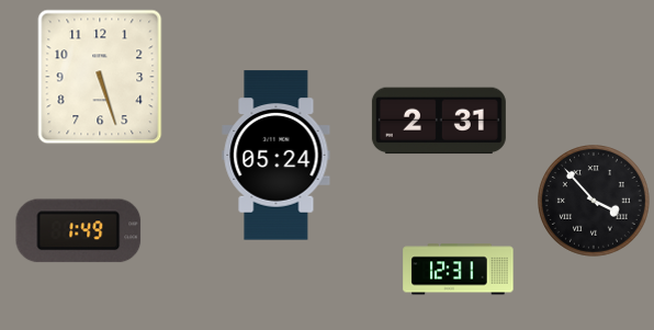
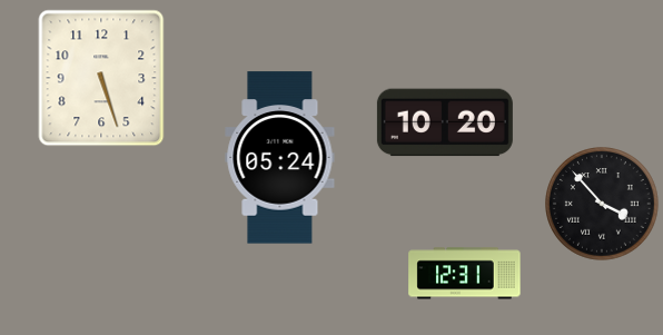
clock at (439, 121): 2:31 -> 10:20
clock at (79, 231): 1:49 -> none
